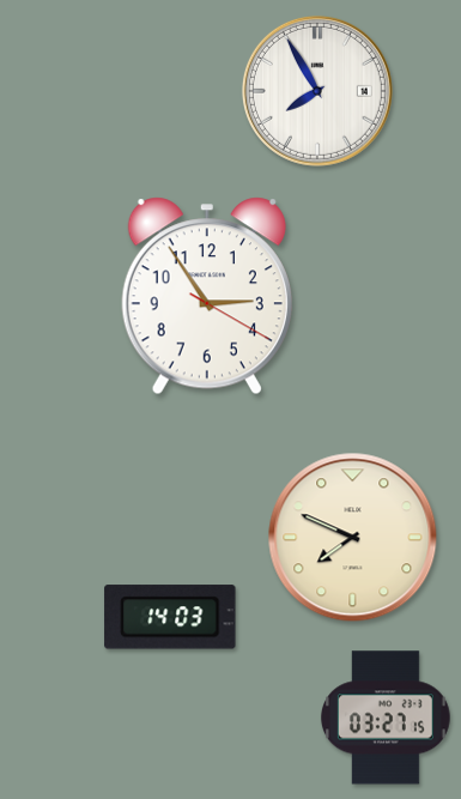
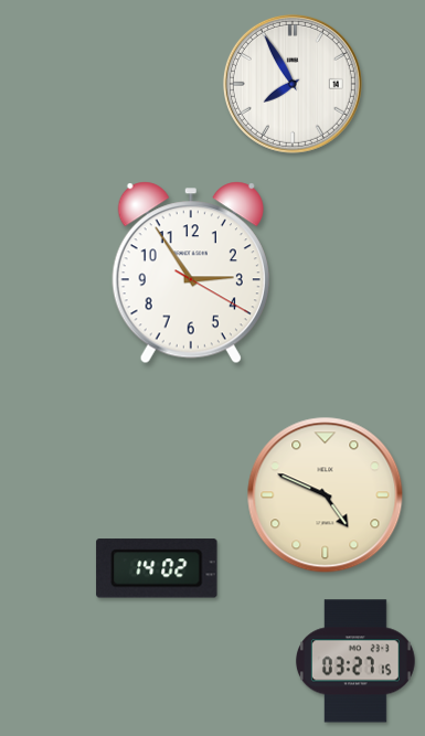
clock at (353, 538): 7:49 -> 4:49
clock at (170, 617): 14:03 -> 14:02
